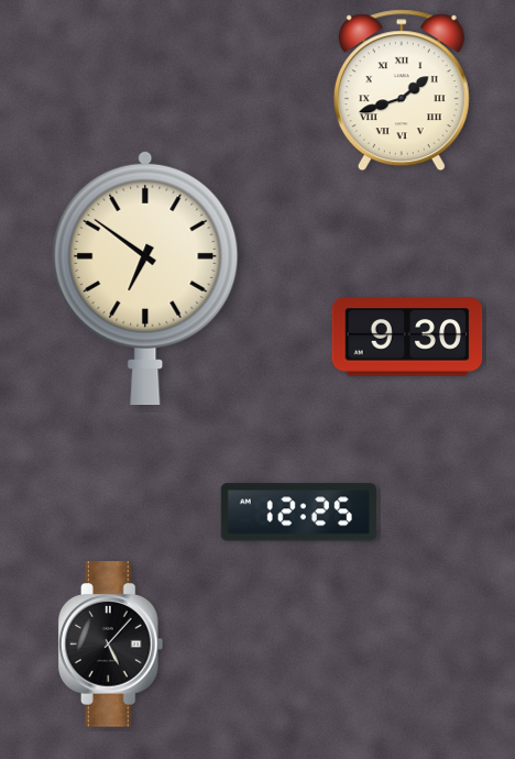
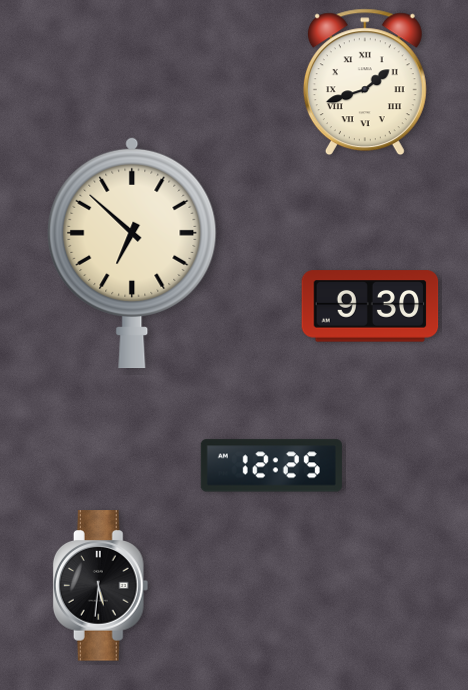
clock at (145, 278): 6:51 -> 6:52
clock at (111, 645): 5:07 -> 5:31
